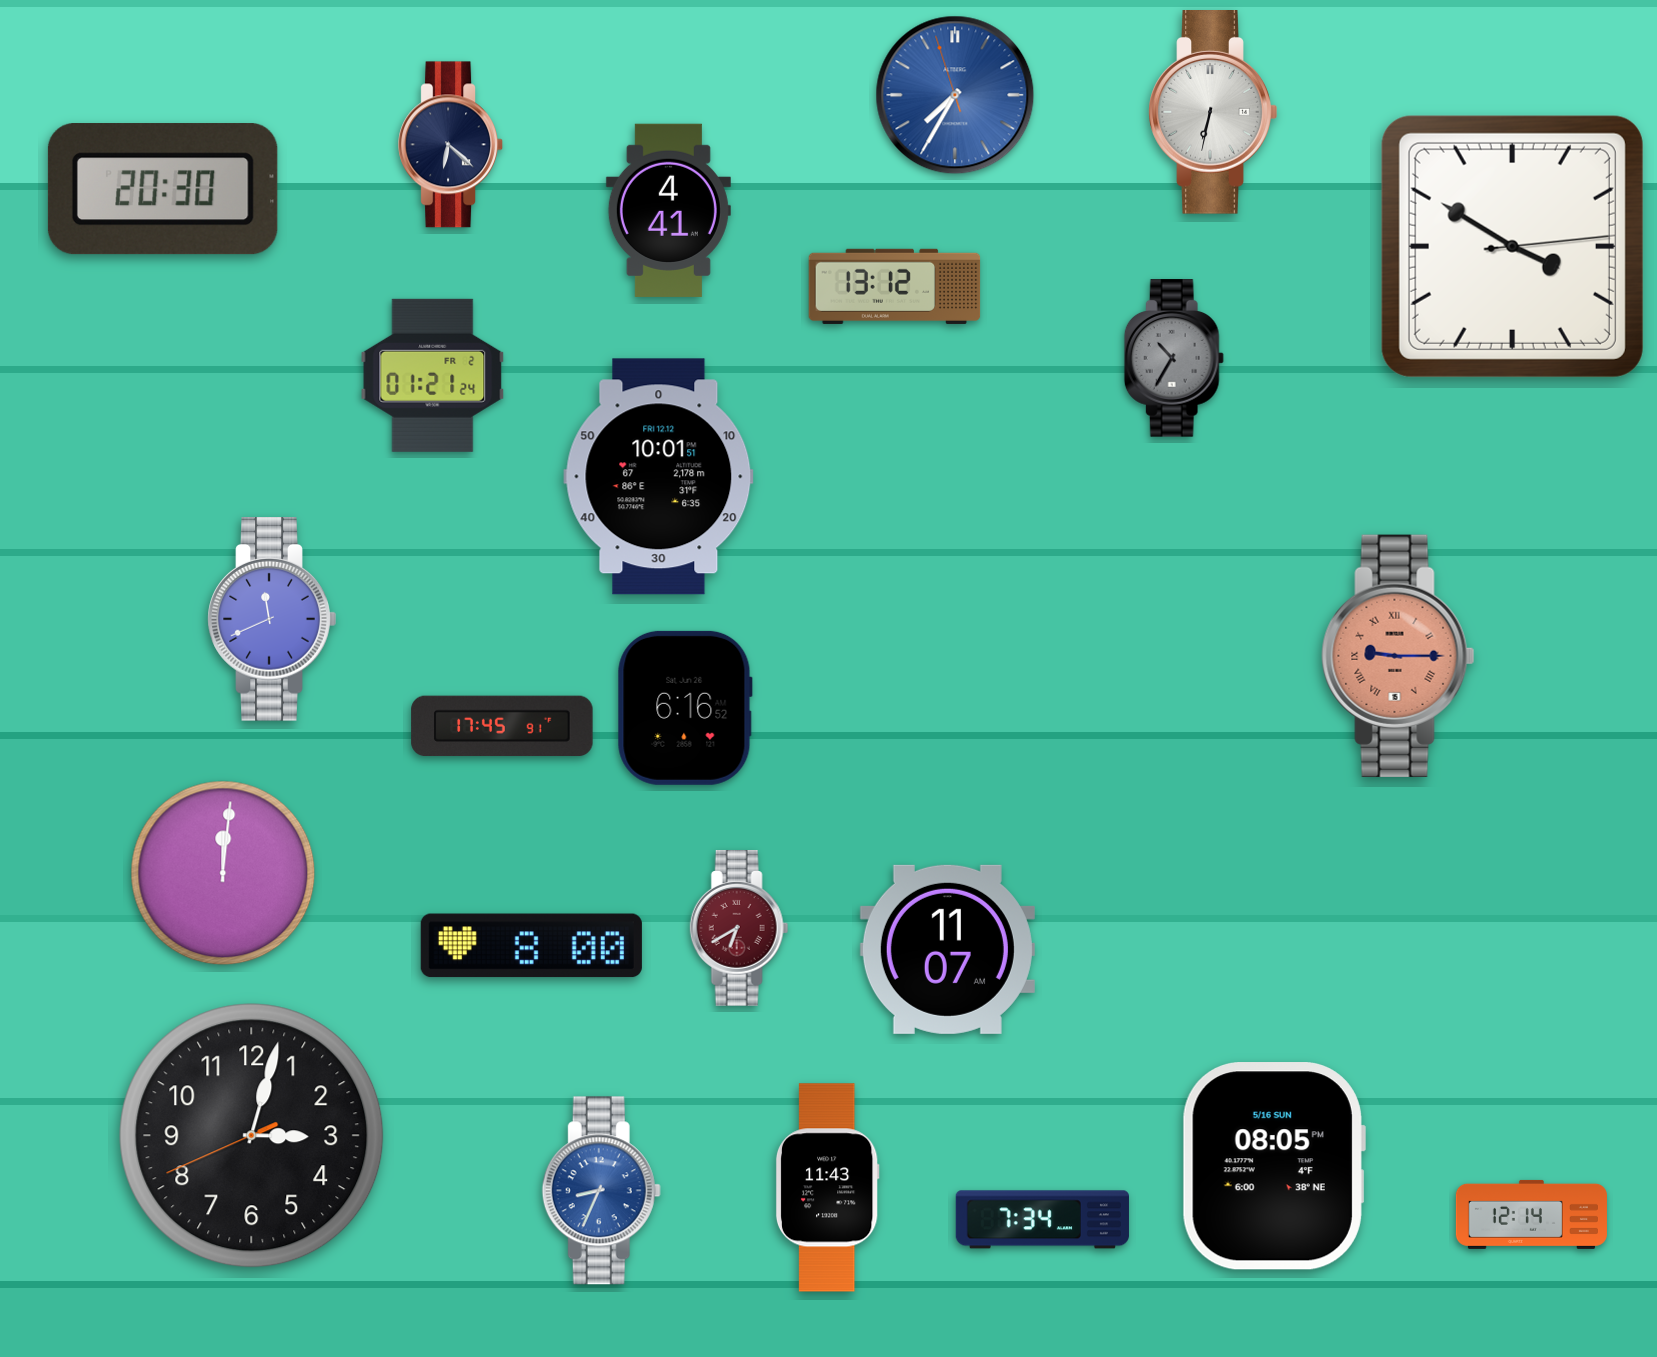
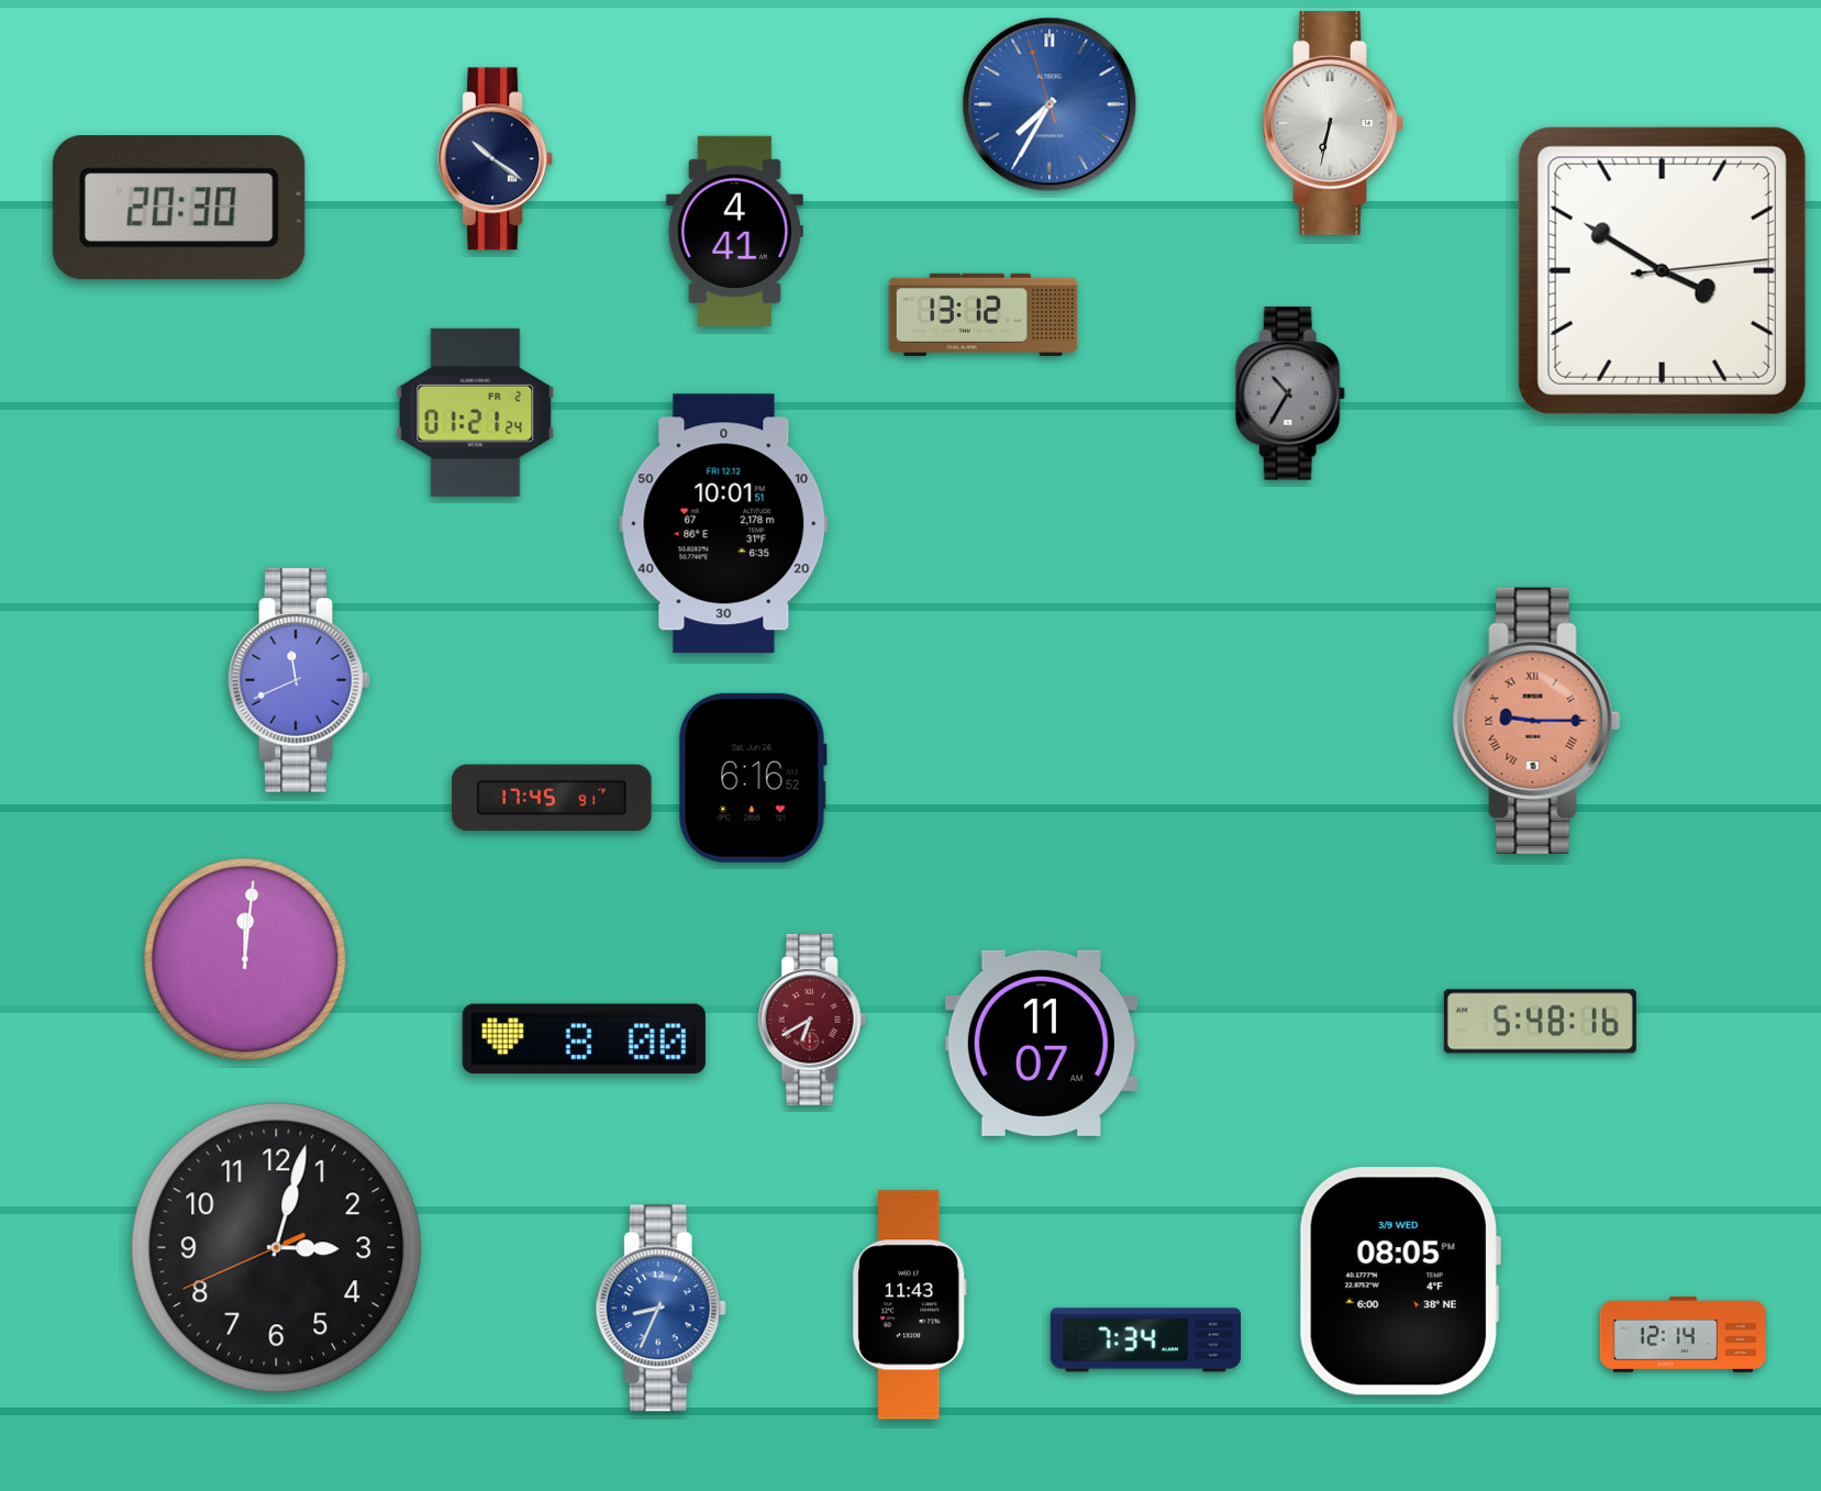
clock at (451, 145): 6:22 -> 10:21
clock at (1540, 1022): none -> 5:48
clock at (1274, 1166) date: 5/16 SUN -> 3/9 WED
